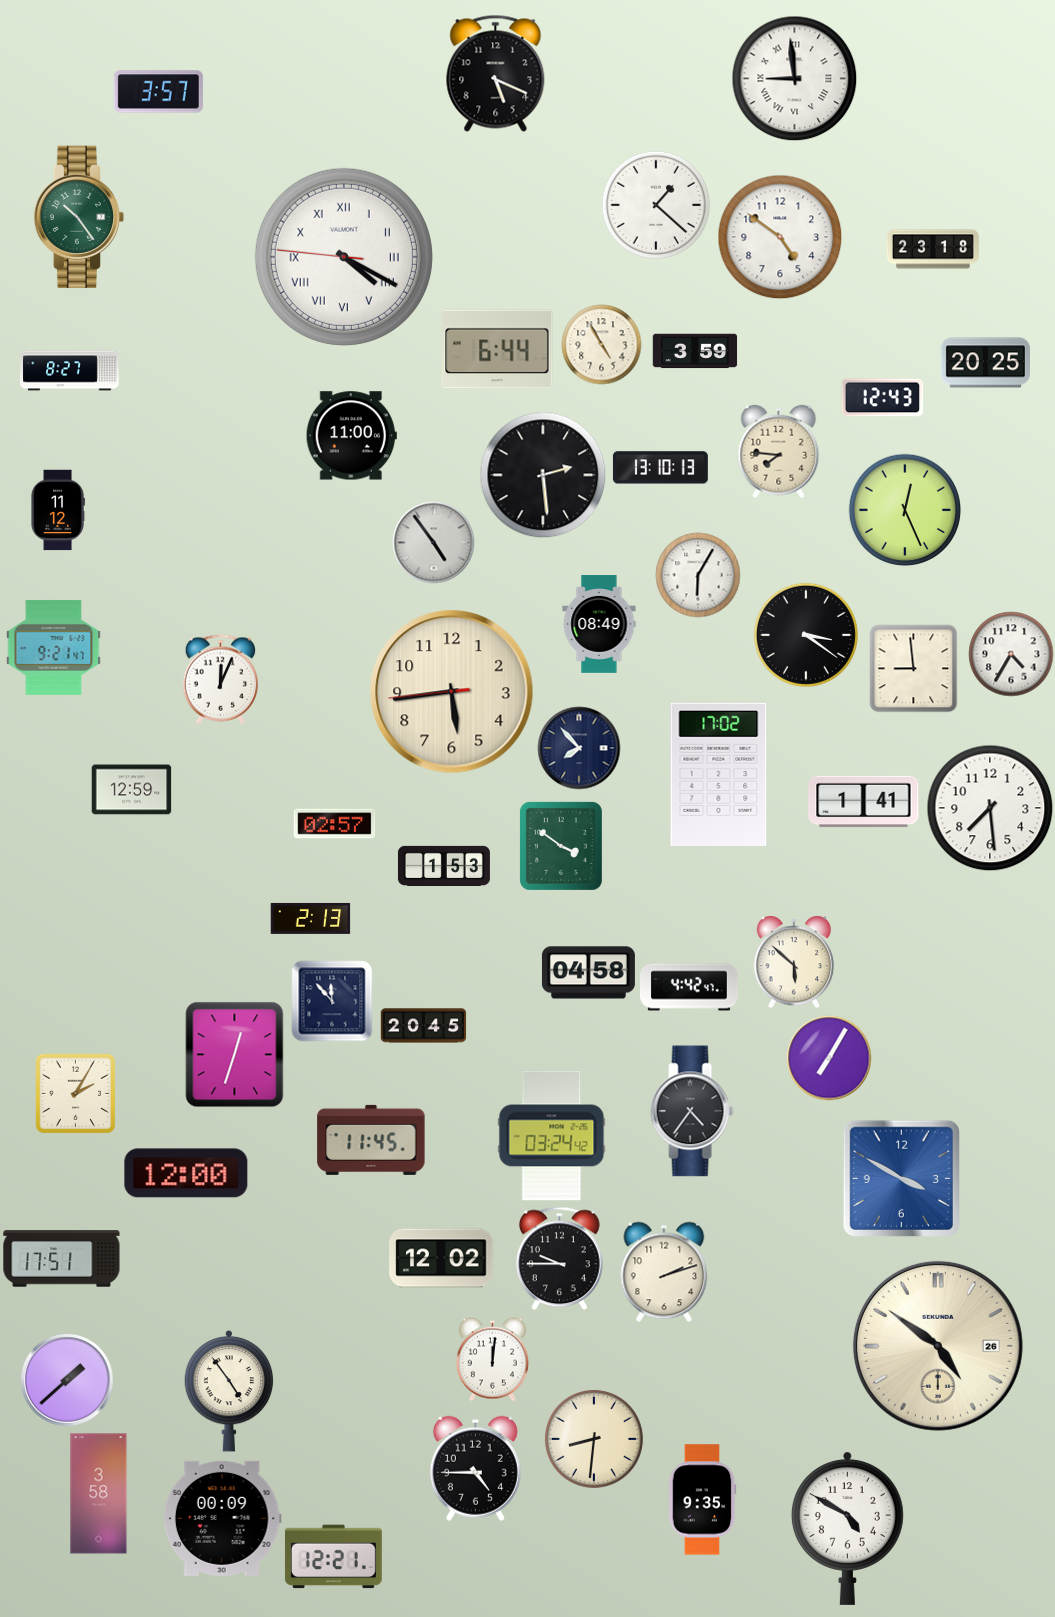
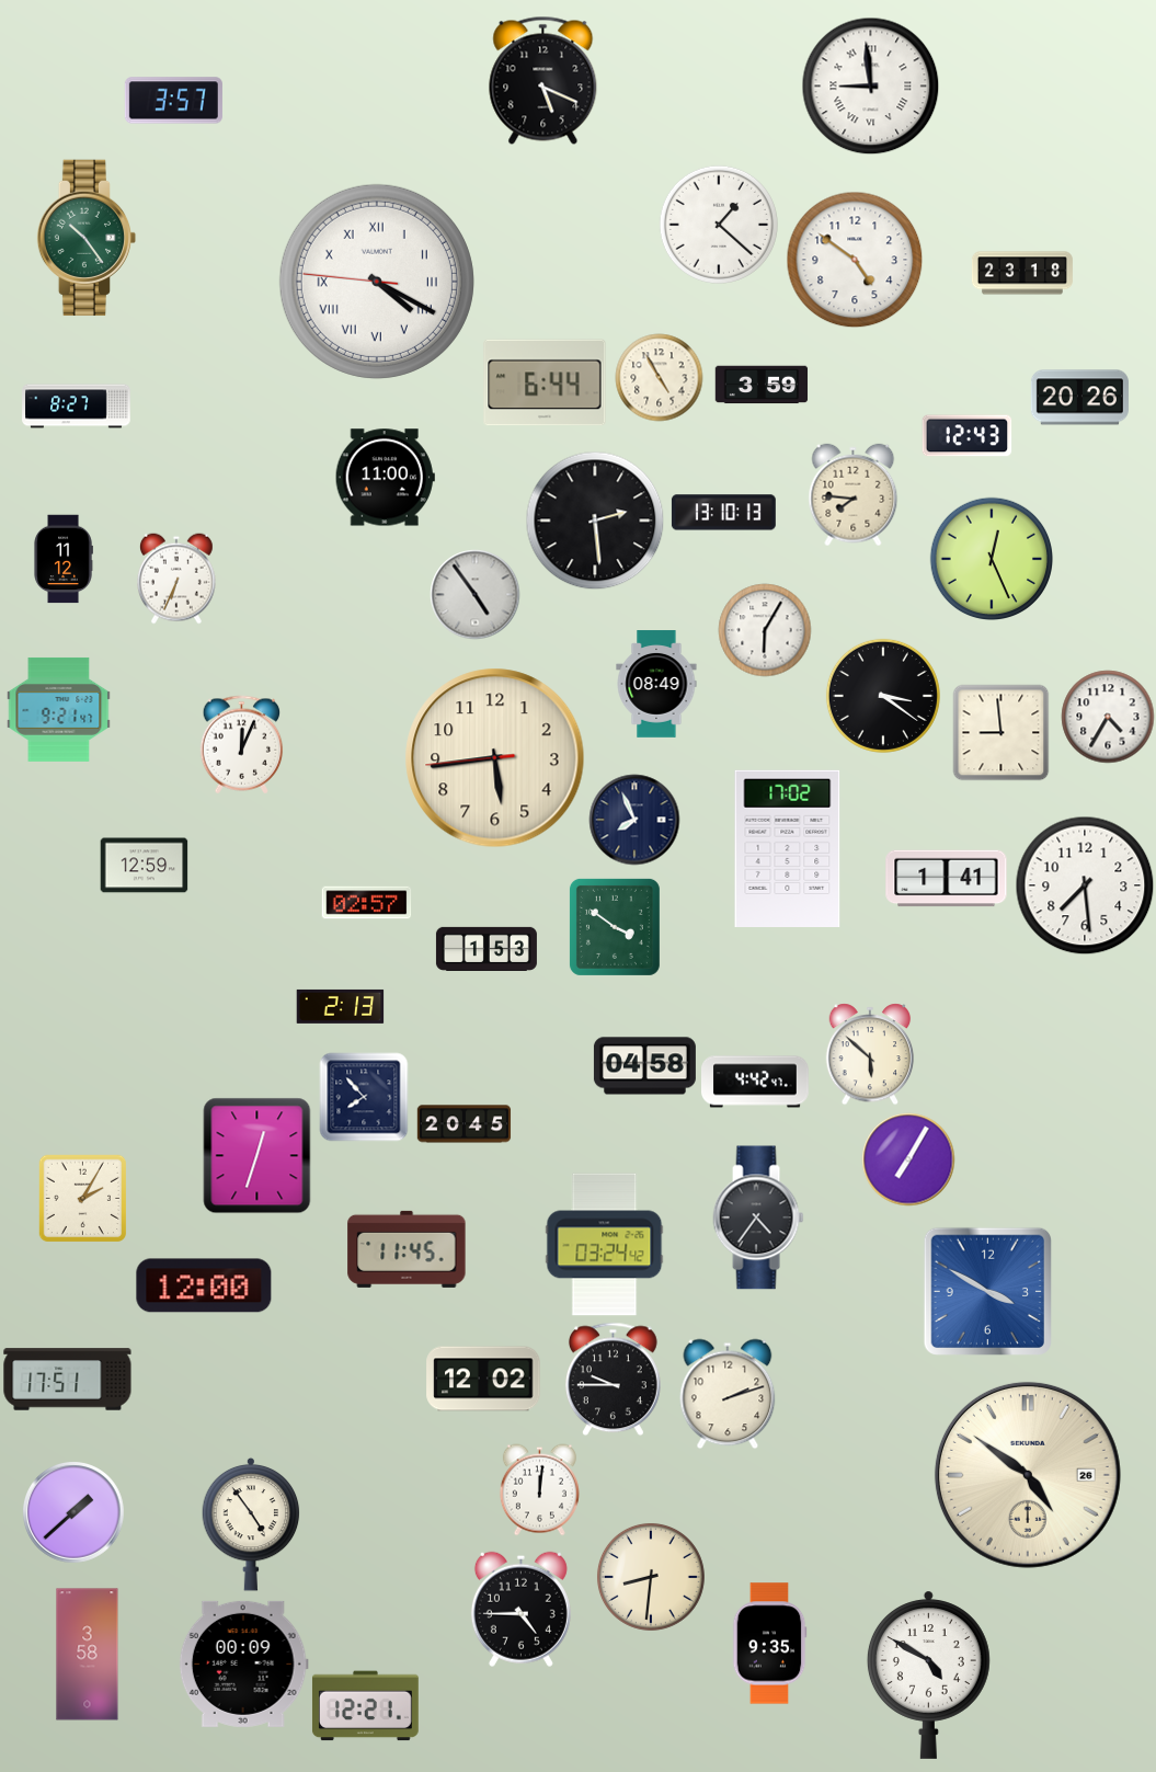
clock at (985, 363): 20:25 -> 20:26
clock at (176, 579): none -> 6:34
clock at (579, 748): 7:53 -> 7:56
clock at (332, 1001): 11:53 -> 7:53
clock at (99, 1494) position: (99, 1494) -> (88, 1655)
